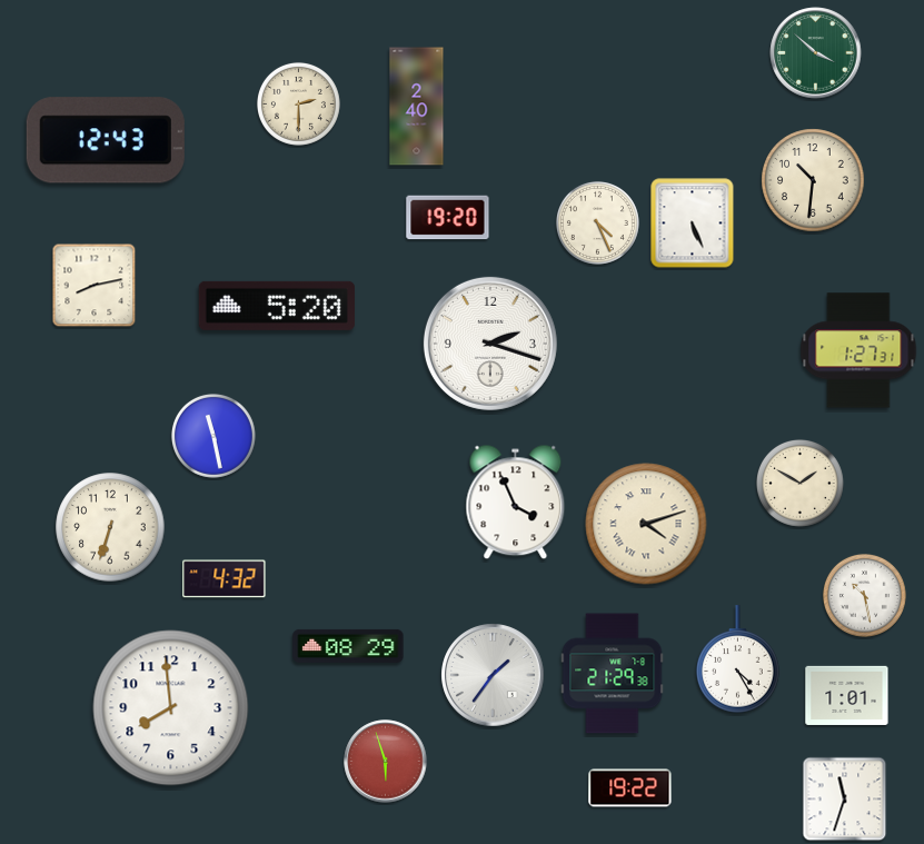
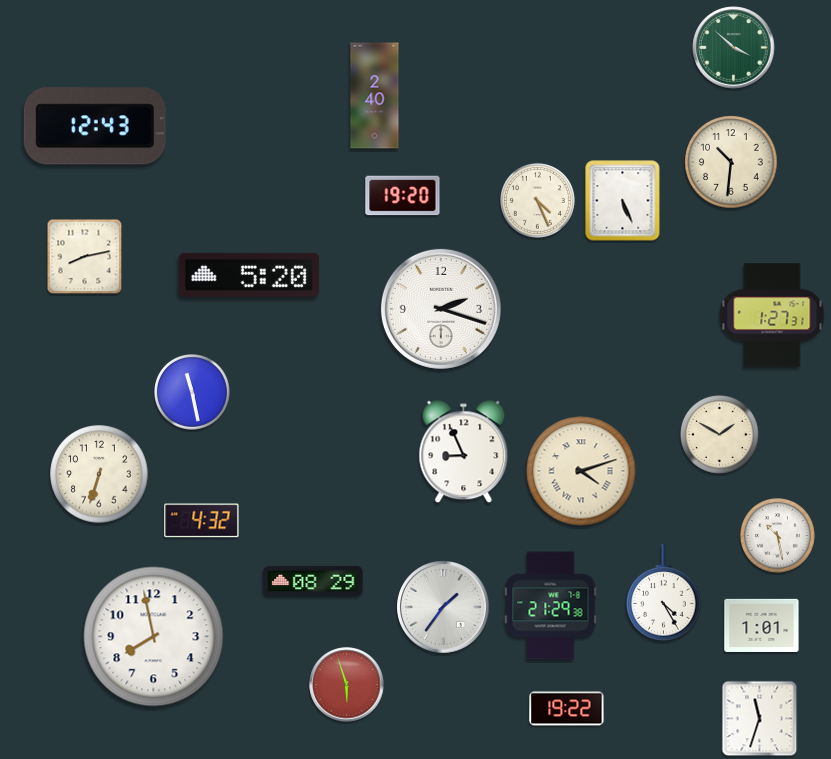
clock at (298, 103): 2:30 -> none
clock at (516, 503): 3:56 -> 8:56
clock at (171, 708): 7:59 -> 7:58
